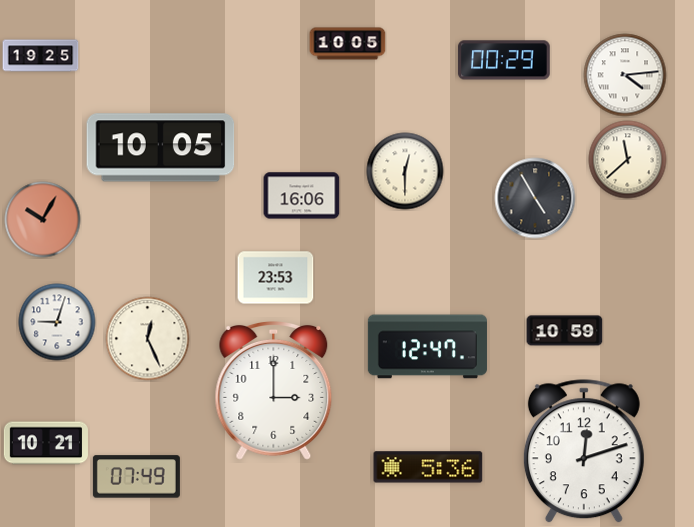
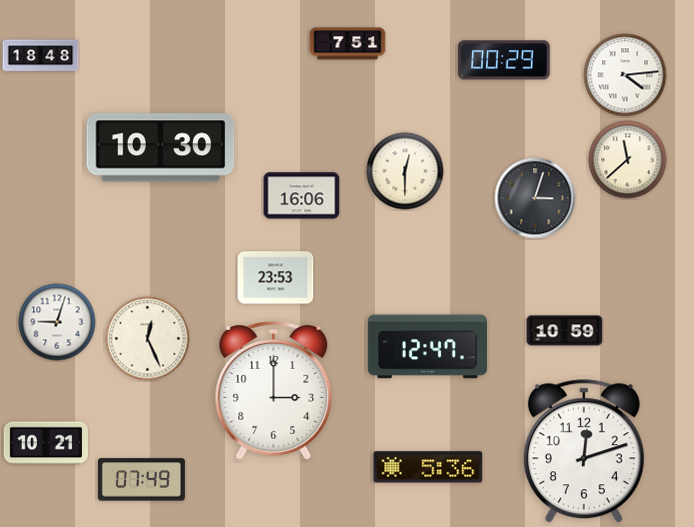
clock at (348, 44): 10:05 -> 7:51
clock at (41, 56): 19:25 -> 18:48
clock at (161, 148): 10:05 -> 10:30
clock at (535, 198): 4:55 -> 3:03
clock at (43, 220): 10:05 -> none
clock at (136, 477) position: (136, 477) -> (141, 480)
